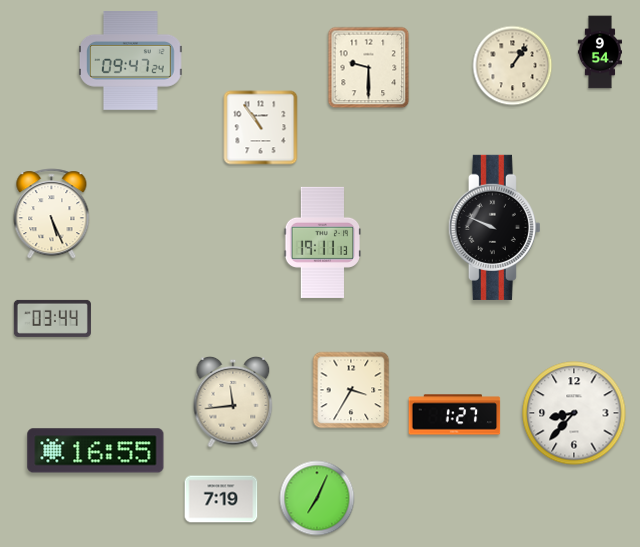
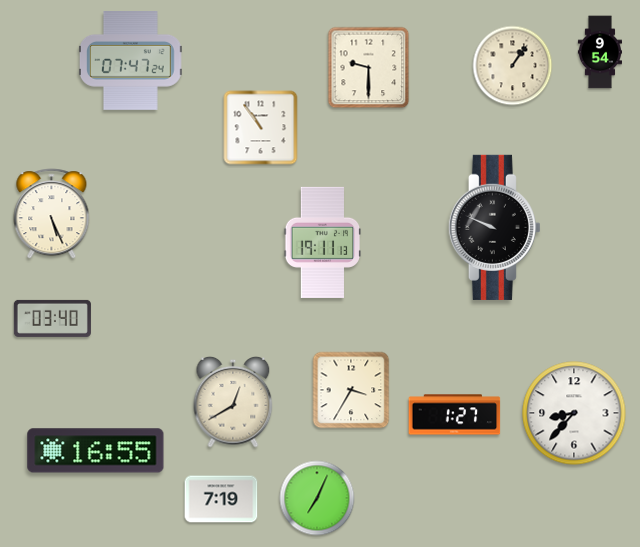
clock at (131, 61): 09:47 -> 07:47
clock at (52, 318): 03:44 -> 03:40
clock at (233, 402): 11:44 -> 12:40
